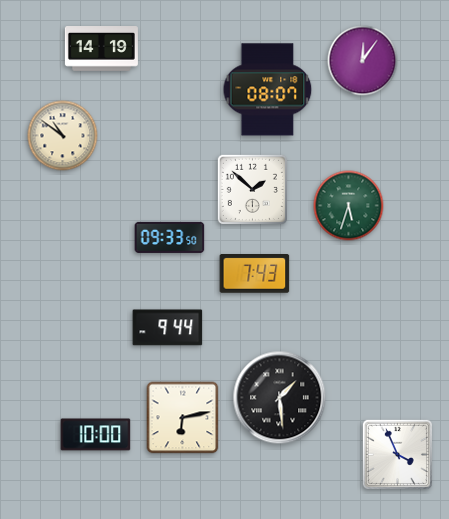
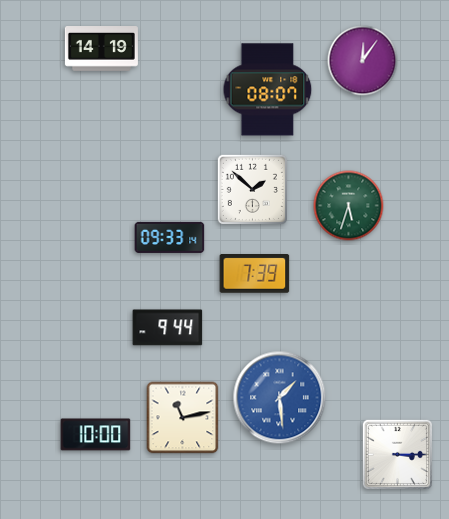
clock at (63, 136): 10:51 -> none
clock at (170, 237): 09:33:50 -> 09:33:14
clock at (255, 274): 7:43 -> 7:39
clock at (280, 398) dial: black -> blue
clock at (183, 418): 6:13 -> 11:13
clock at (397, 454): 3:56 -> 3:15
